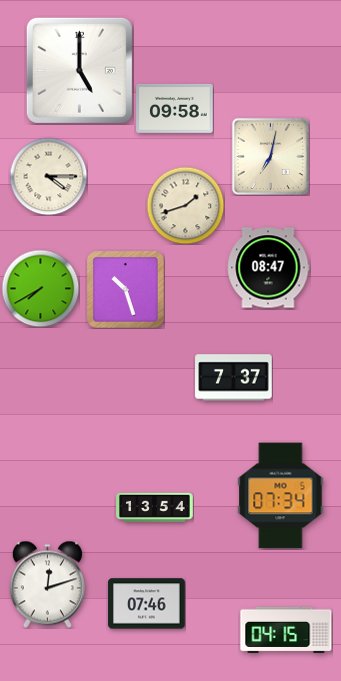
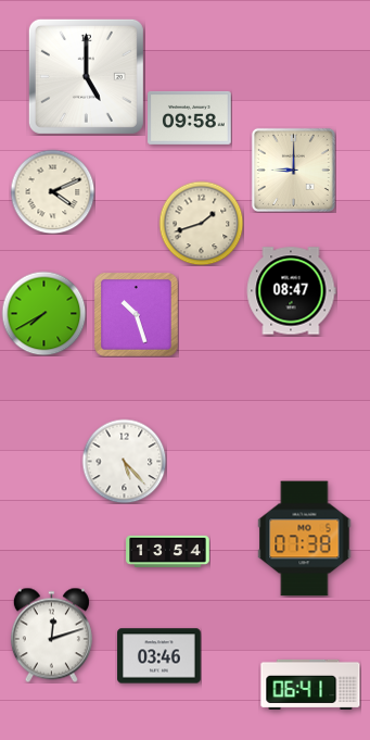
clock at (270, 156): 7:02 -> 9:00
clock at (48, 176): 4:15 -> 4:11
clock at (234, 378): 7:37 -> none
clock at (124, 461): none -> 5:23
clock at (281, 496): 07:34 -> 07:38
clock at (147, 604): 07:46 -> 03:46
clock at (286, 630): 04:15 -> 06:41
